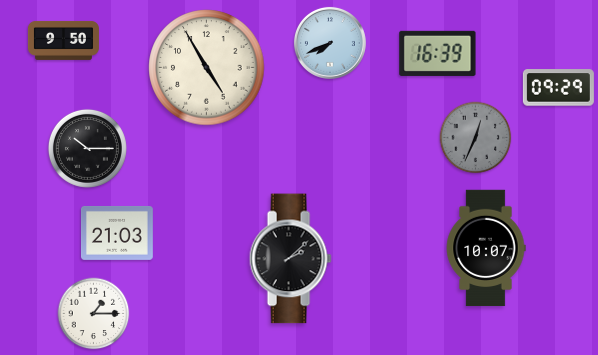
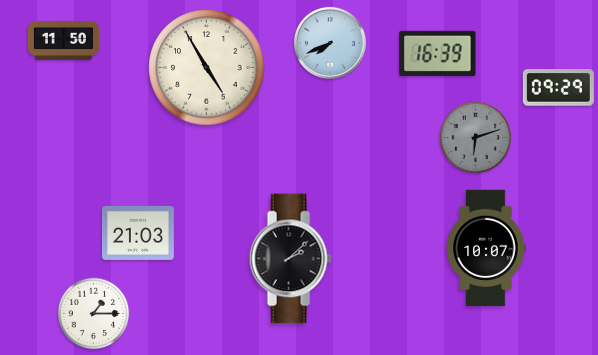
clock at (63, 40): 9:50 -> 11:50
clock at (476, 138): 12:34 -> 6:12
clock at (87, 148): 10:15 -> none
clock at (117, 233) position: (117, 233) -> (138, 233)
